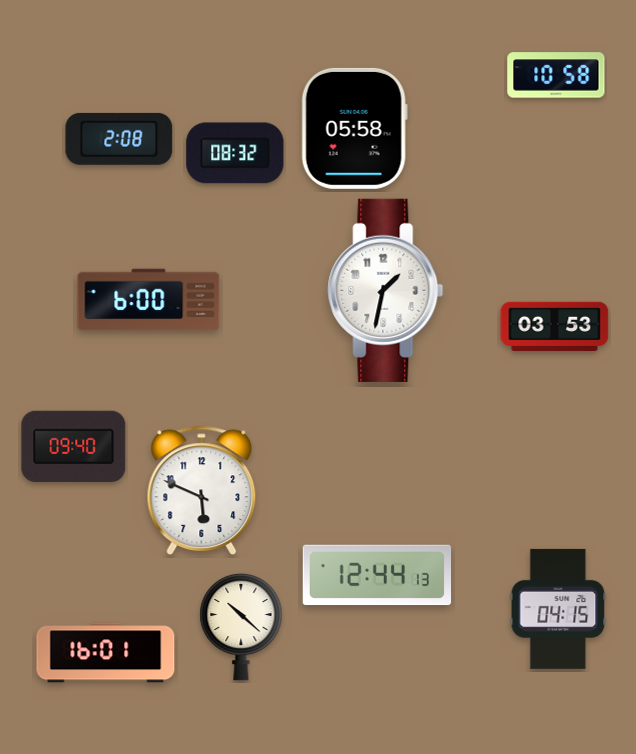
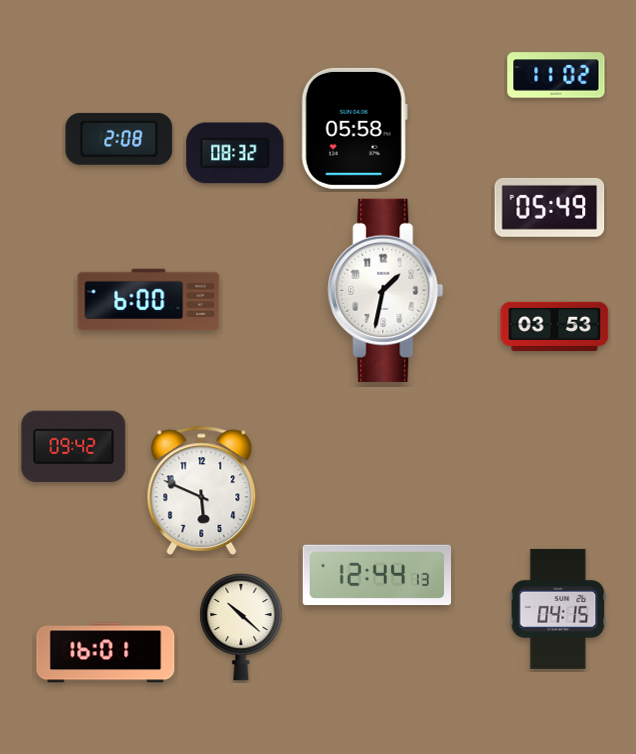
clock at (556, 75): 10:58 -> 11:02
clock at (550, 207): none -> 05:49
clock at (74, 446): 09:40 -> 09:42
